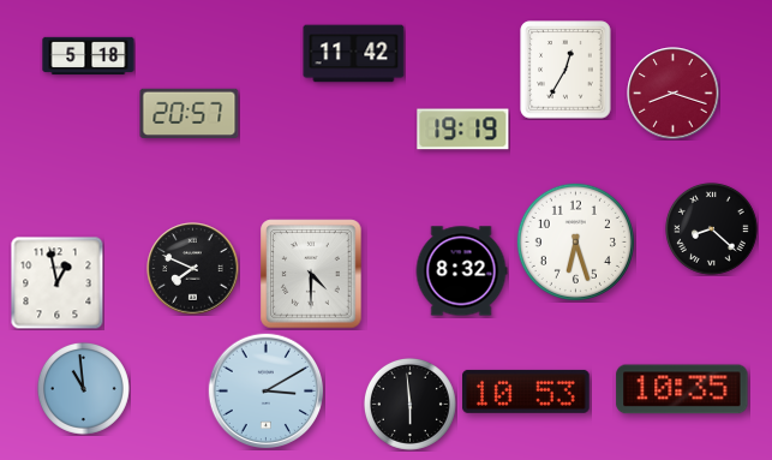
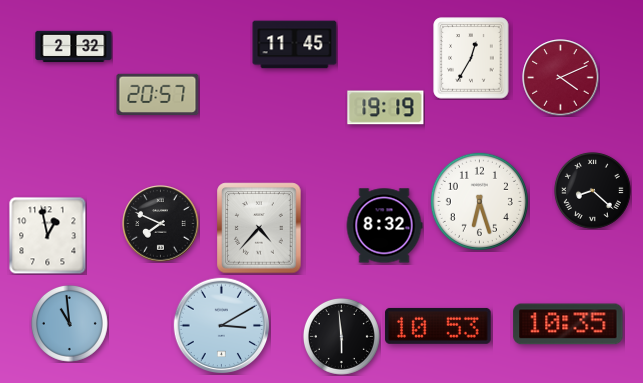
clock at (354, 54): 11:42 -> 11:45
clock at (89, 56): 5:18 -> 2:32
clock at (674, 94): 8:18 -> 4:11
clock at (311, 274): 4:30 -> 4:37
